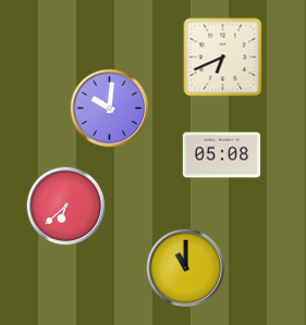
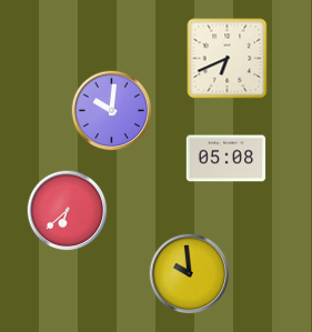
clock at (186, 268): 11:00 -> 9:59
